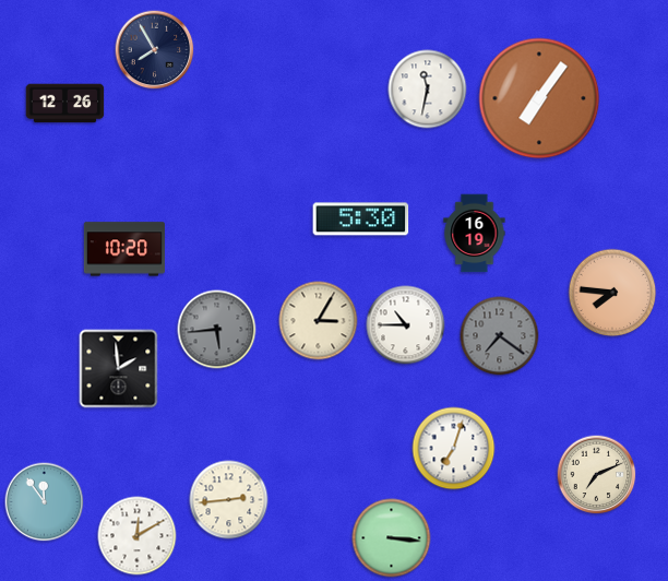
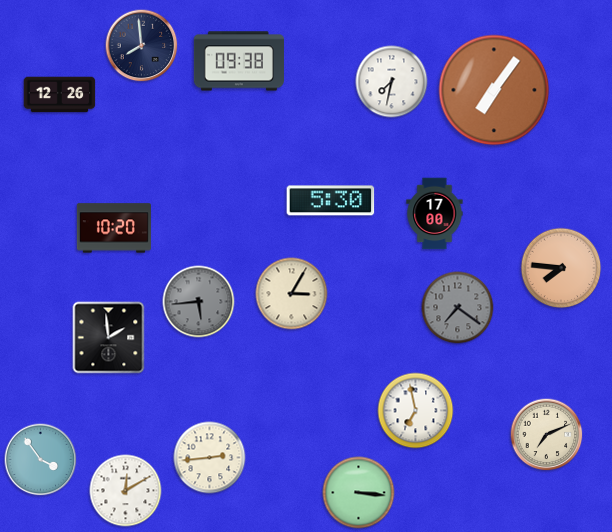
clock at (155, 50): 7:55 -> 7:59
clock at (239, 61): none -> 09:38
clock at (428, 90): 11:32 -> 7:32
clock at (475, 234): 16:19 -> 17:00
clock at (406, 325): 10:45 -> none
clock at (454, 449): 7:03 -> 6:58
clock at (45, 502): 11:54 -> 3:54
